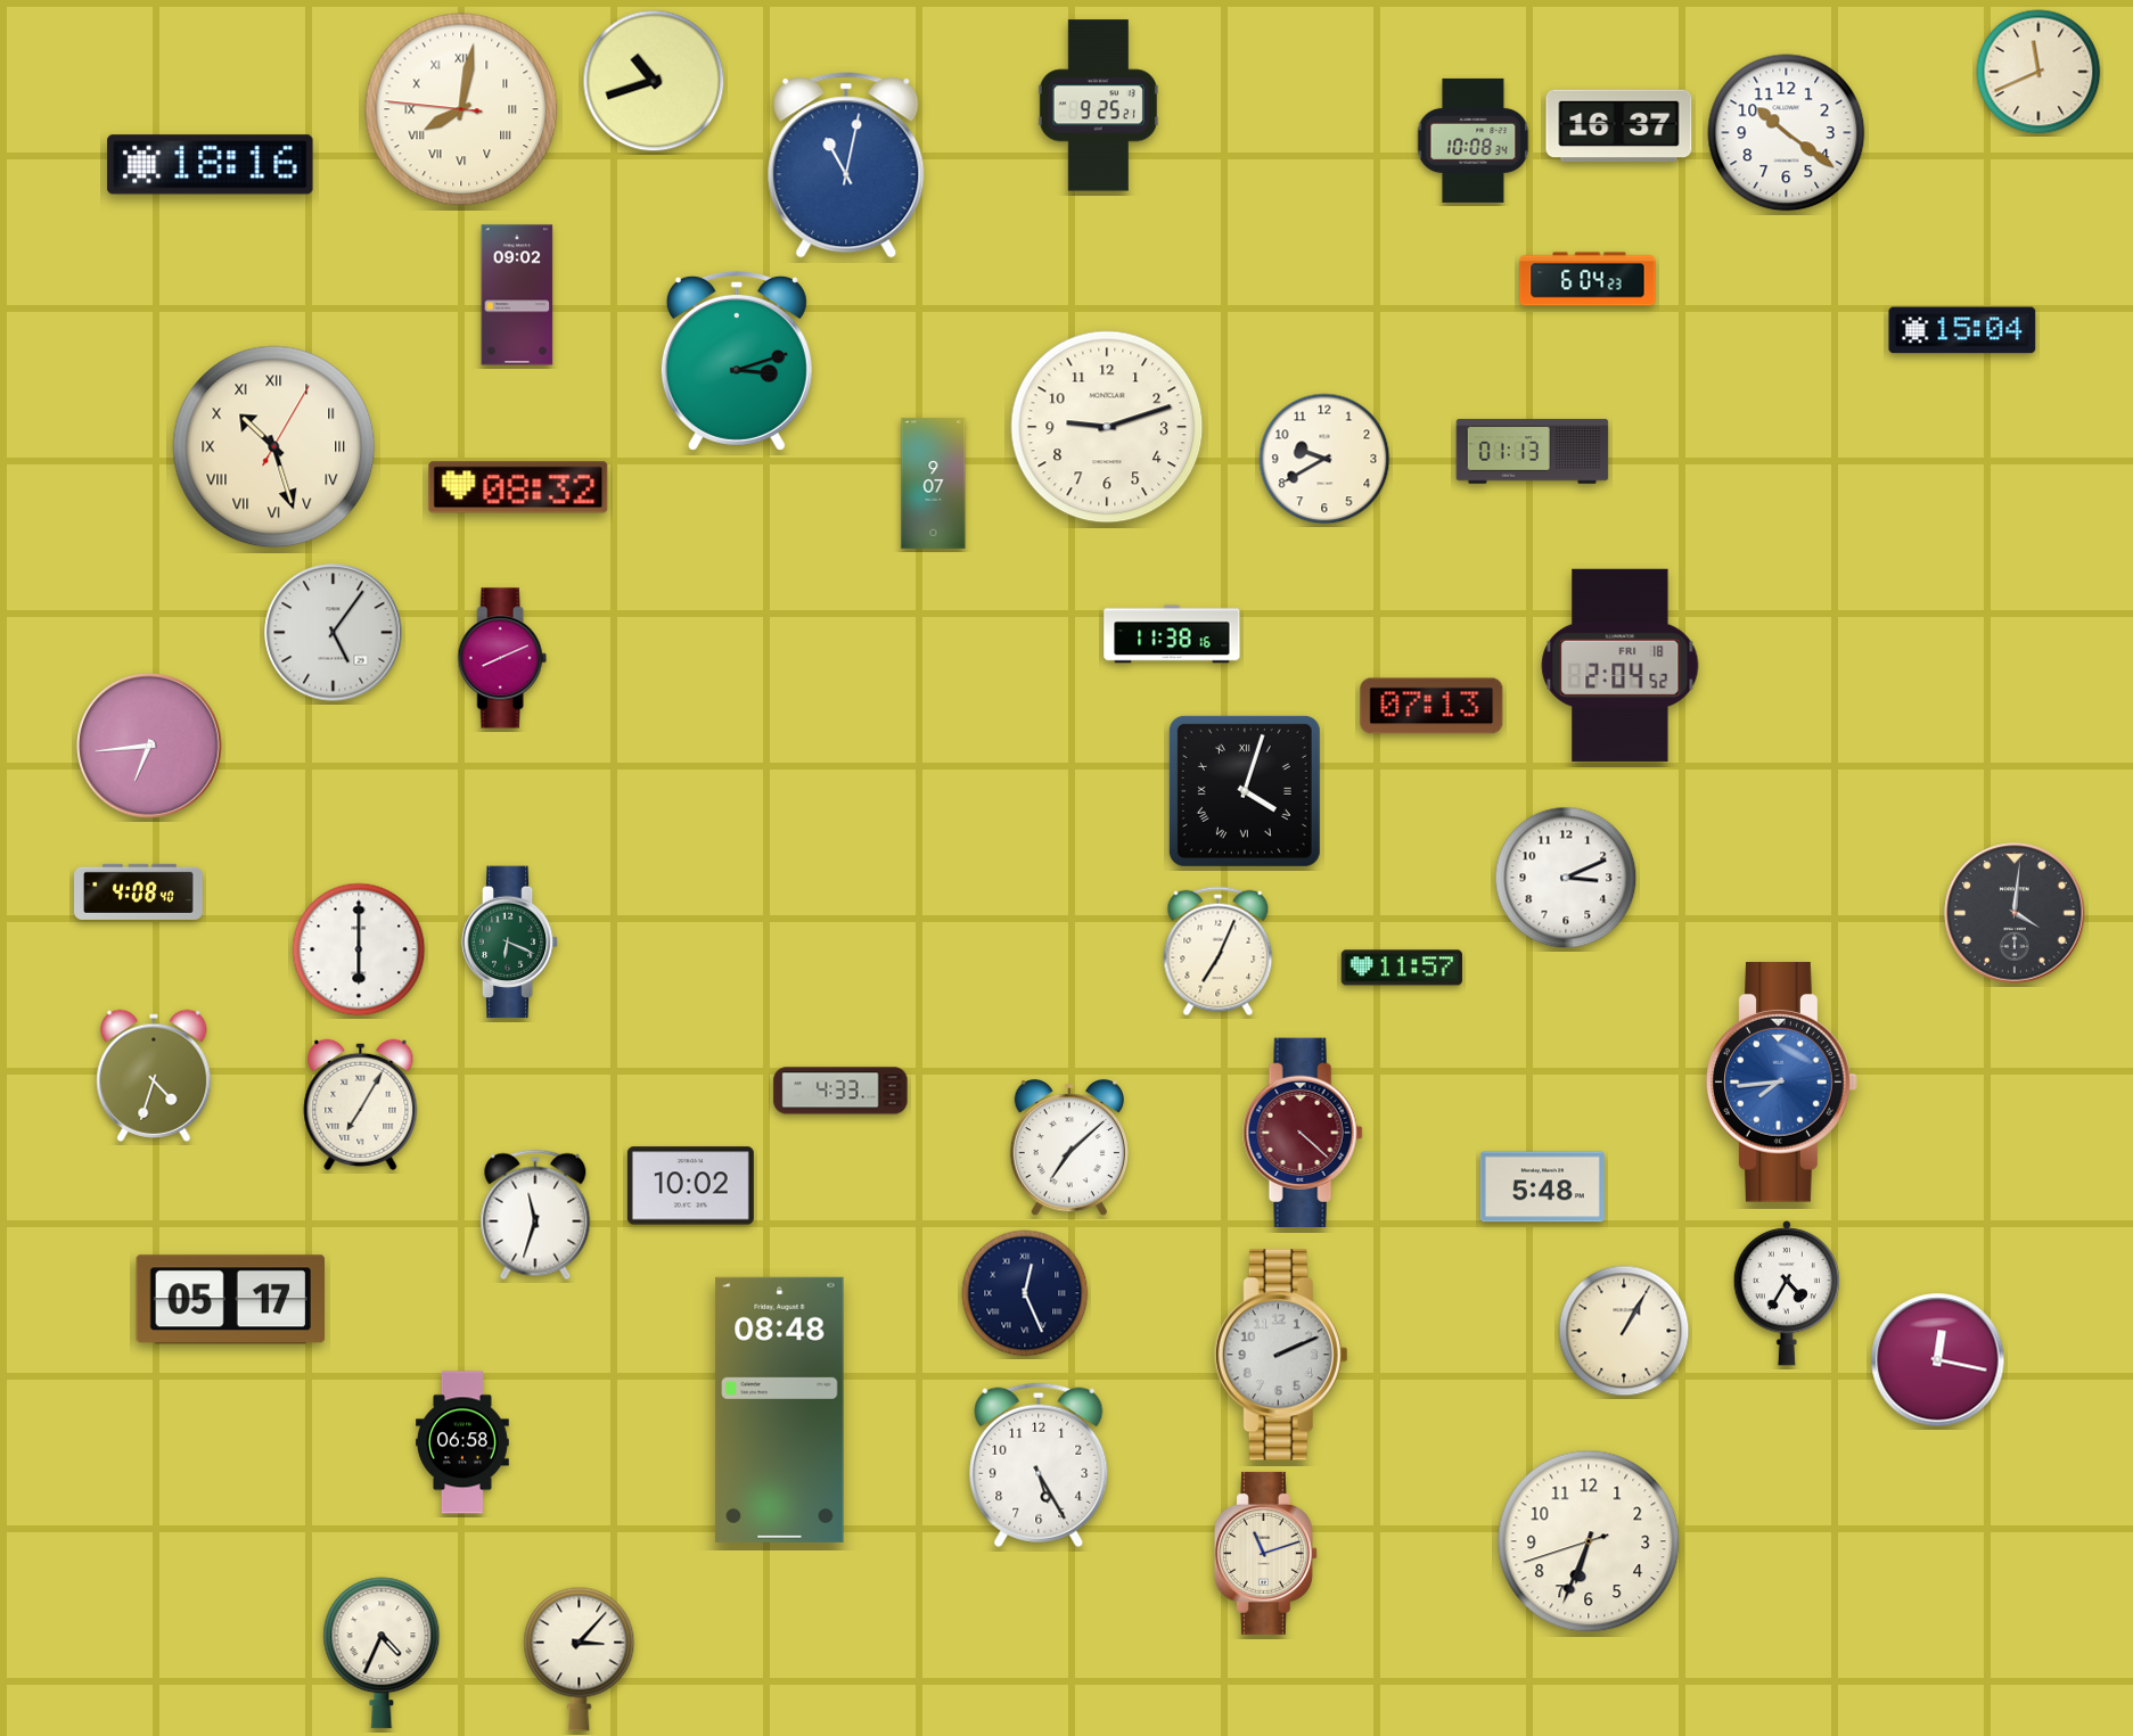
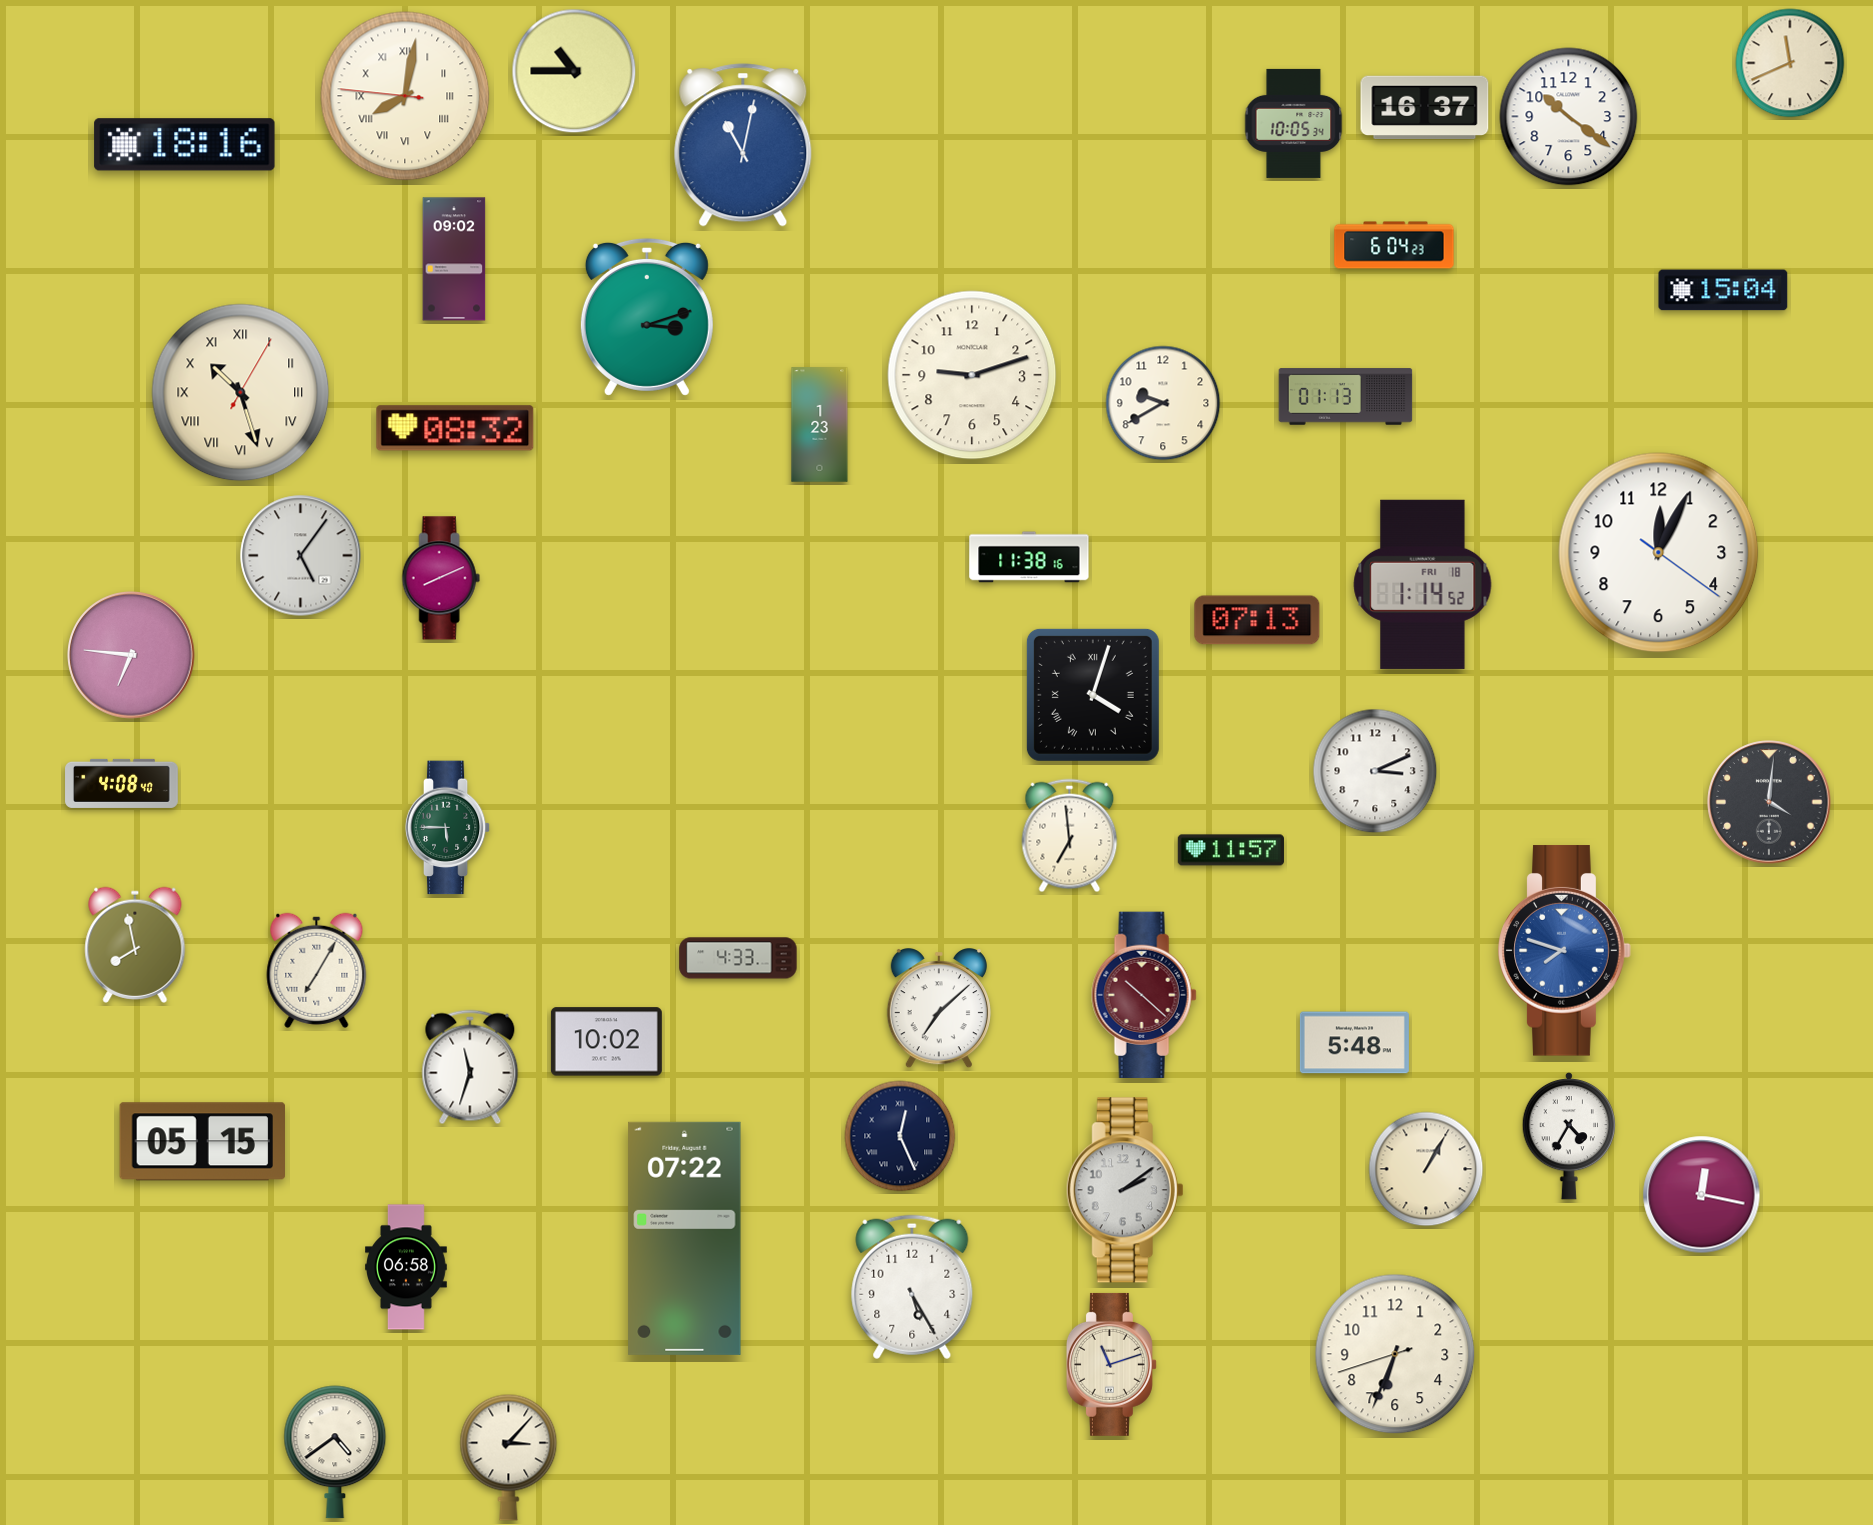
clock at (654, 81): 10:42 -> 10:45
clock at (1098, 106): 9:25 -> none
clock at (1619, 126) position: (1619, 126) -> (1425, 108)
clock at (1474, 140): 10:08 -> 10:05
clock at (934, 484): 9:07 -> 1:23
clock at (1659, 553): none -> 12:04
clock at (334, 633) position: (334, 633) -> (301, 556)
clock at (1621, 665): 2:04 -> 1:14
clock at (149, 746): 6:44 -> 6:46
clock at (510, 943): 6:19 -> 5:45
clock at (359, 949): 6:00 -> none
clock at (1219, 952): 7:04 -> 6:59
clock at (154, 1076): 4:33 -> 7:58
clock at (1782, 1083): 7:44 -> 7:48
clock at (1303, 1132): 4:22 -> 10:22
clock at (230, 1300): 05:17 -> 05:15
clock at (1281, 1355): 2:11 -> 2:09
clock at (780, 1409): 08:48 -> 07:22
clock at (382, 1653): 4:34 -> 4:39
